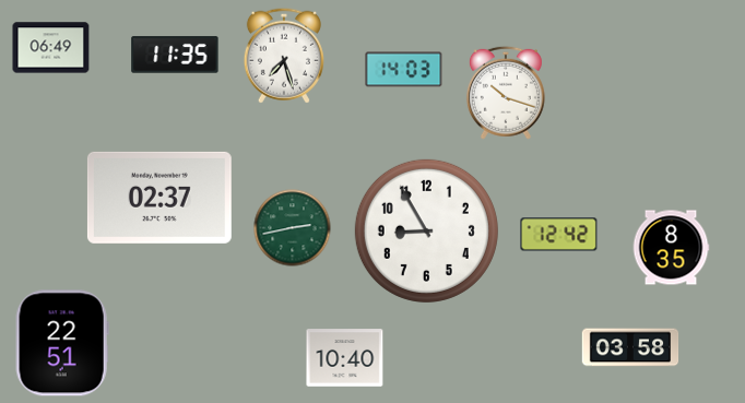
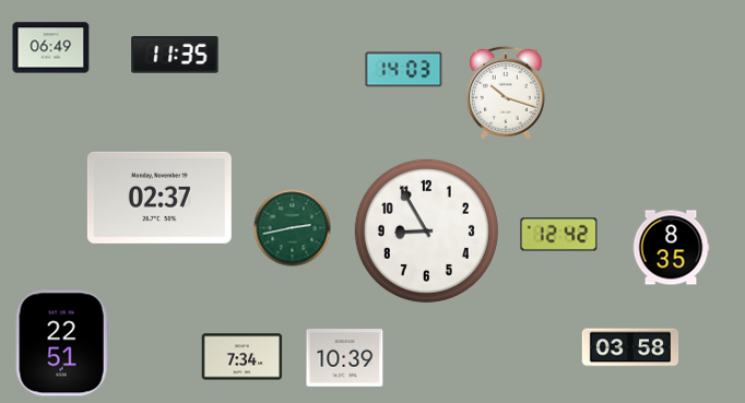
clock at (284, 56): 7:27 -> none
clock at (243, 357): none -> 7:34
clock at (345, 358): 10:40 -> 10:39
